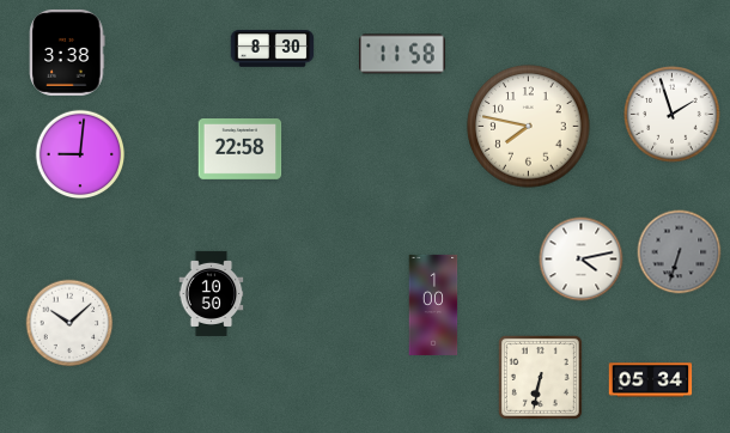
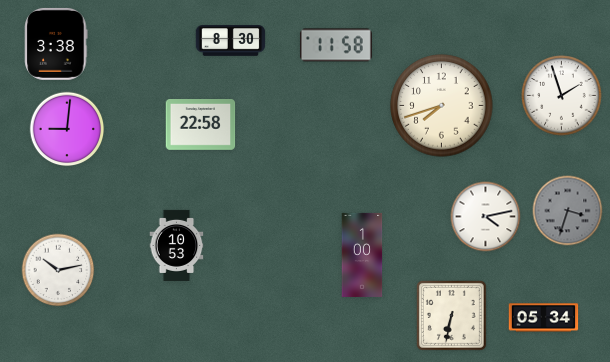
clock at (273, 49) position: (273, 49) -> (231, 41)
clock at (529, 127): 7:47 -> 7:42
clock at (680, 252): 6:33 -> 3:33
clock at (212, 293): 10:50 -> 10:53
clock at (69, 323): 10:08 -> 10:13
